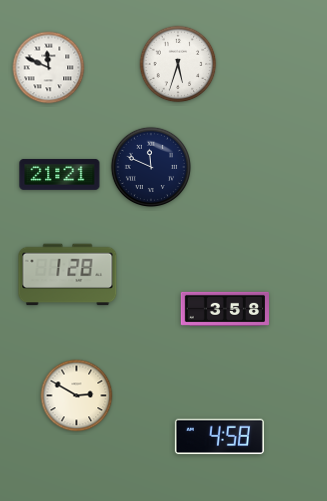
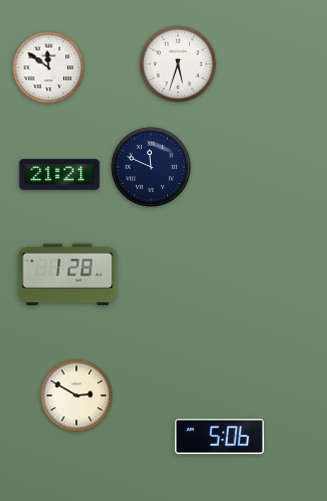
clock at (49, 68): 11:49 -> 11:51
clock at (225, 309): 3:58 -> none
clock at (219, 437): 4:58 -> 5:06
